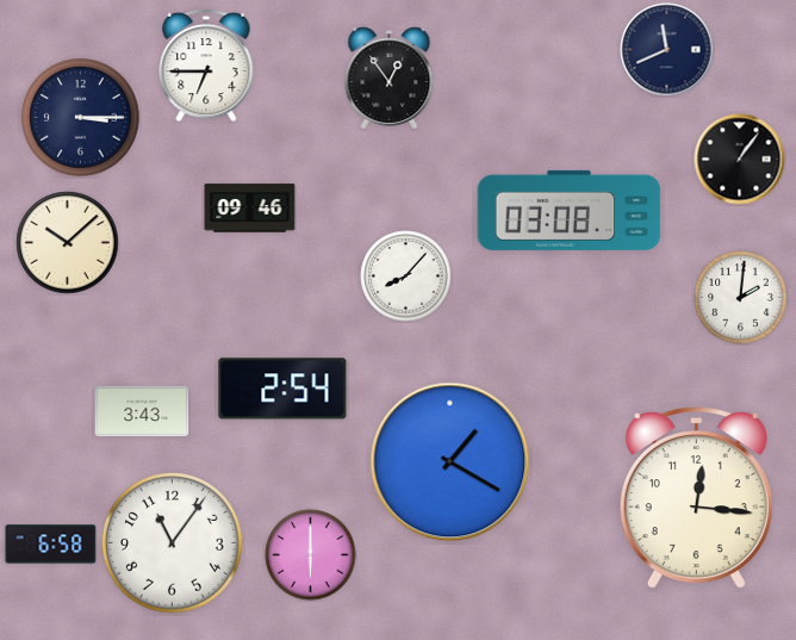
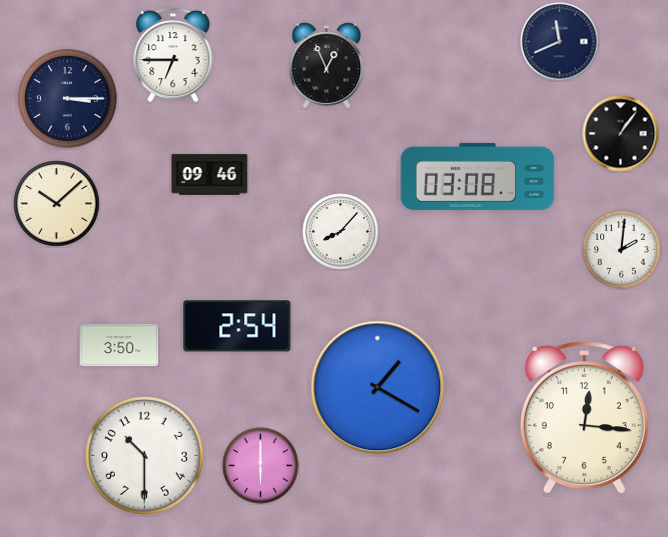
clock at (390, 79): 12:54 -> 12:56
clock at (142, 411): 3:43 -> 3:50
clock at (173, 543): 11:06 -> 10:30
clock at (51, 545): 6:58 -> none
